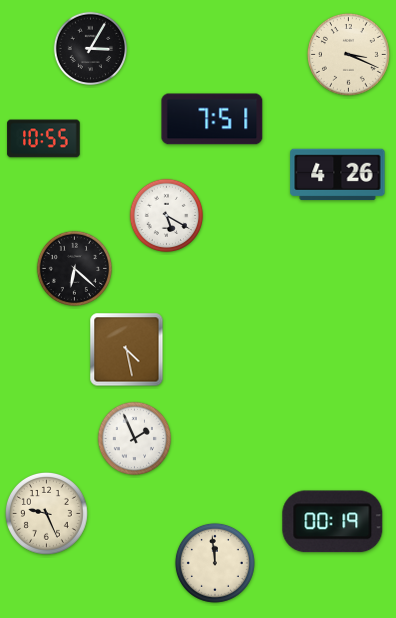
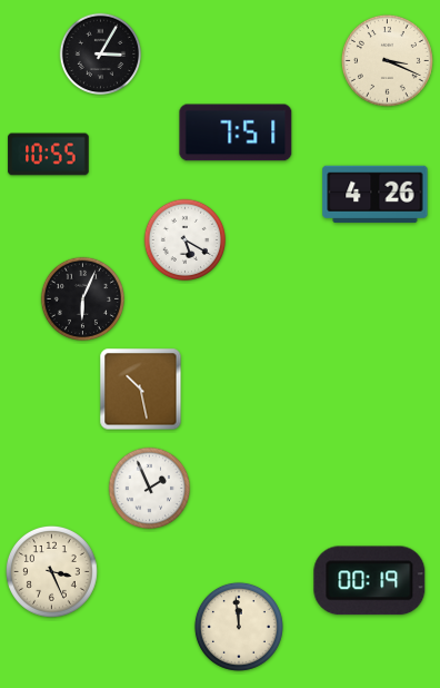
clock at (74, 268): 6:22 -> 6:04
clock at (127, 350): 4:28 -> 10:28
clock at (46, 513): 9:26 -> 3:26
